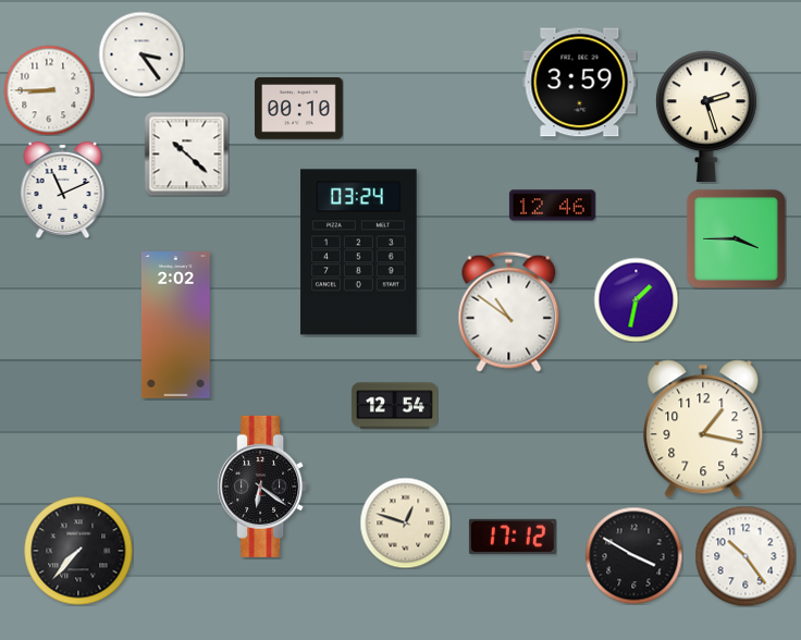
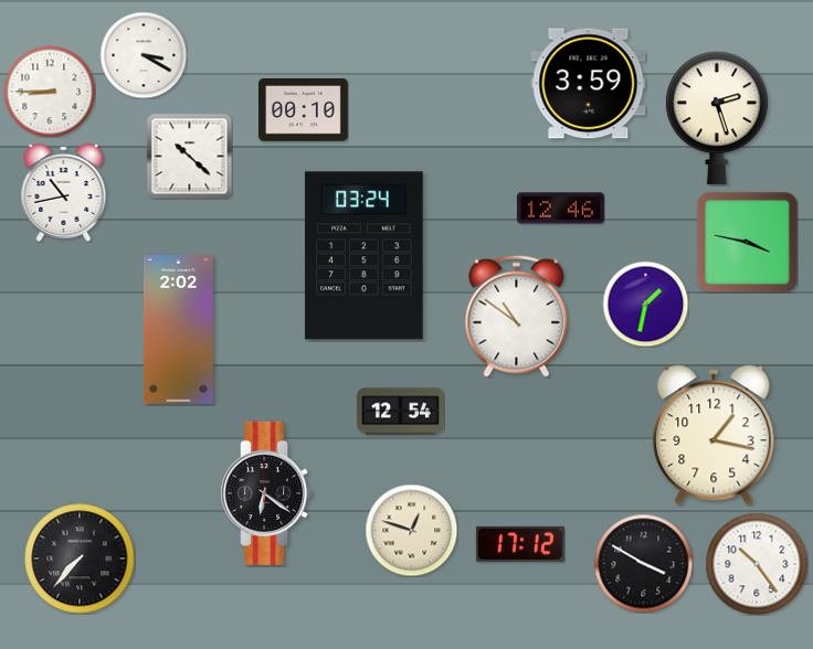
clock at (141, 54): 3:24 -> 3:20
clock at (63, 189): 11:11 -> 10:43
clock at (736, 238): 3:45 -> 3:47
